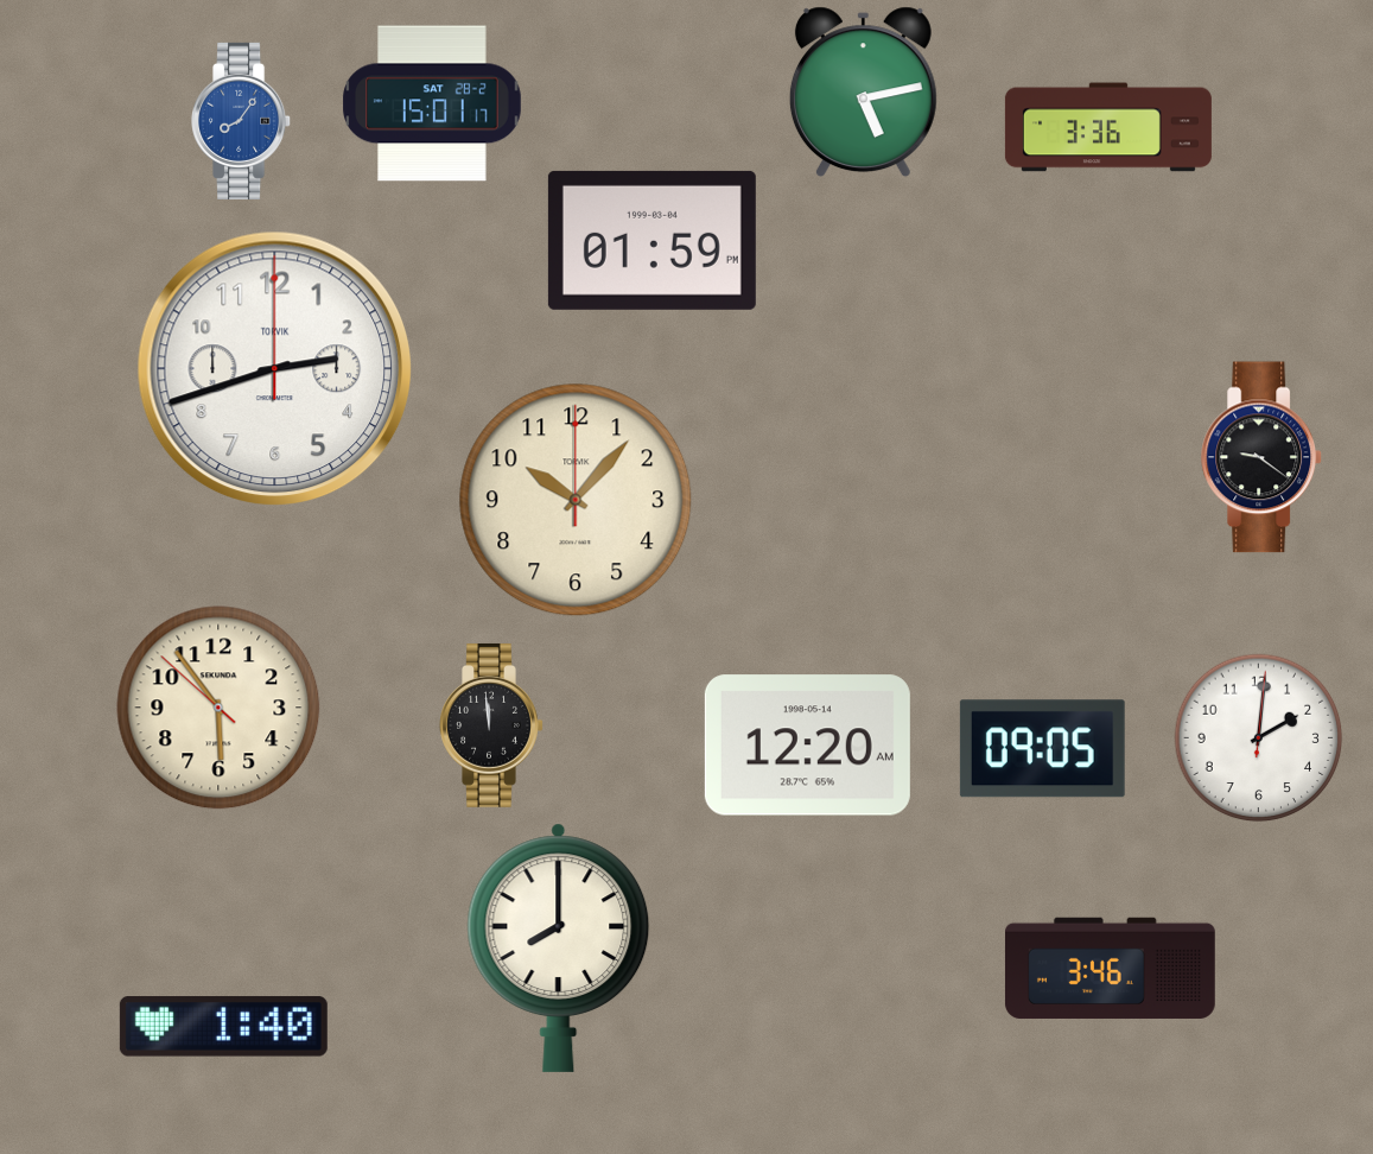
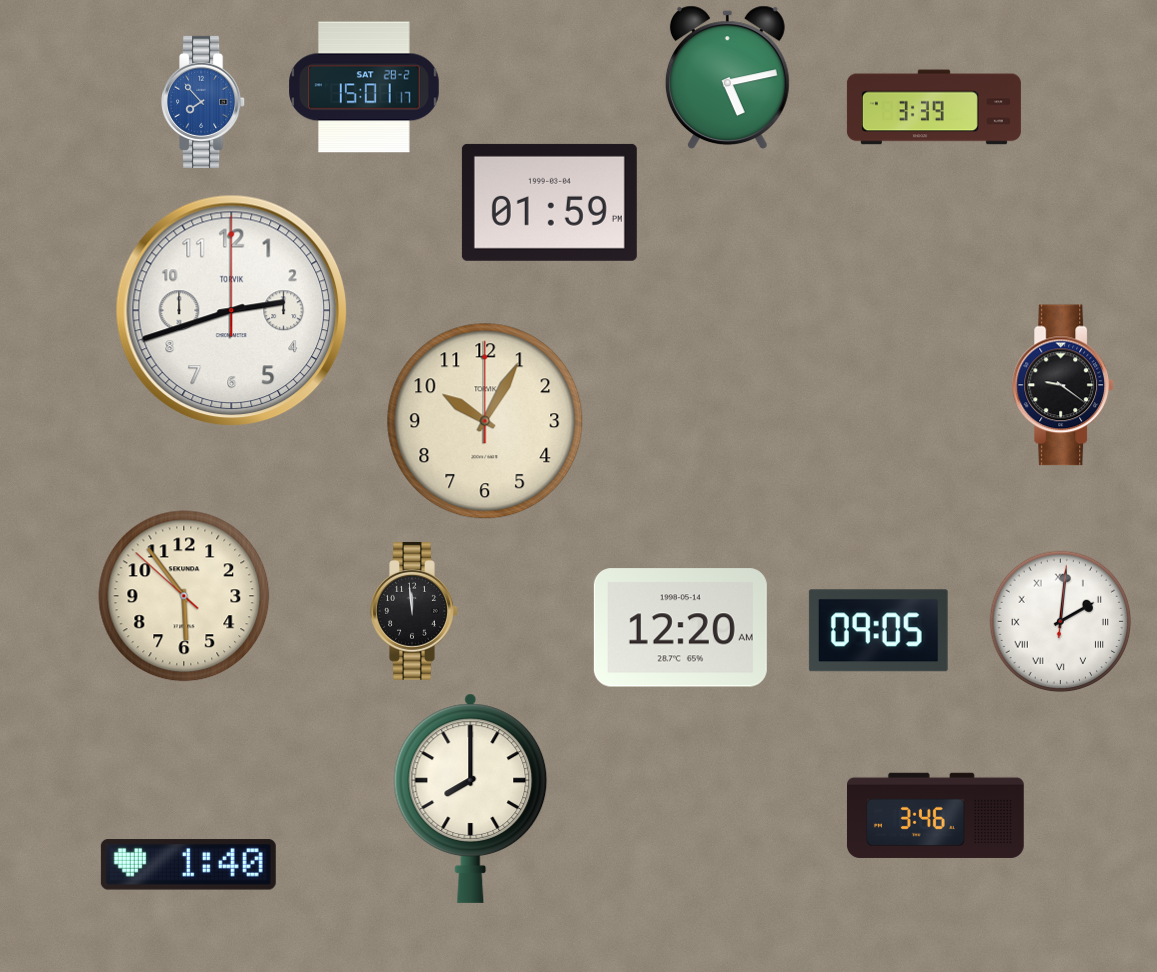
clock at (242, 121): 8:06 -> 7:53
clock at (1108, 127): 3:36 -> 3:39
clock at (576, 500): 10:07 -> 10:05
clock at (1259, 738) numerals: Arabic -> Roman
